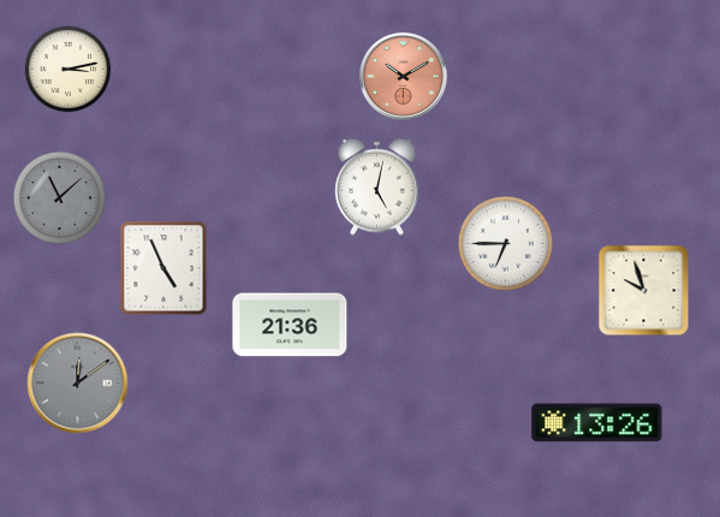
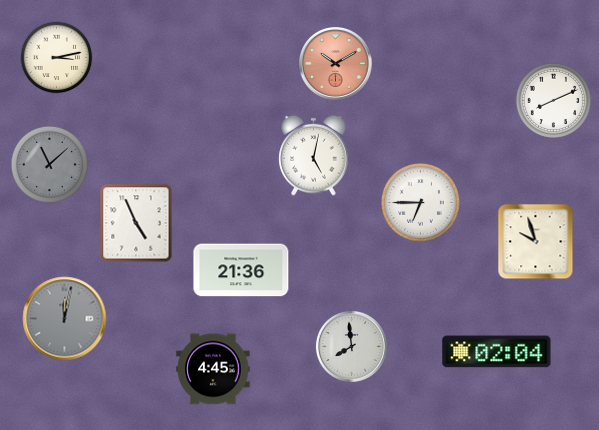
clock at (553, 100): none -> 8:11
clock at (78, 384): 12:09 -> 12:02
clock at (351, 346): none -> 7:59
clock at (597, 423): 13:26 -> 02:04
clock at (213, 369): none -> 4:45
